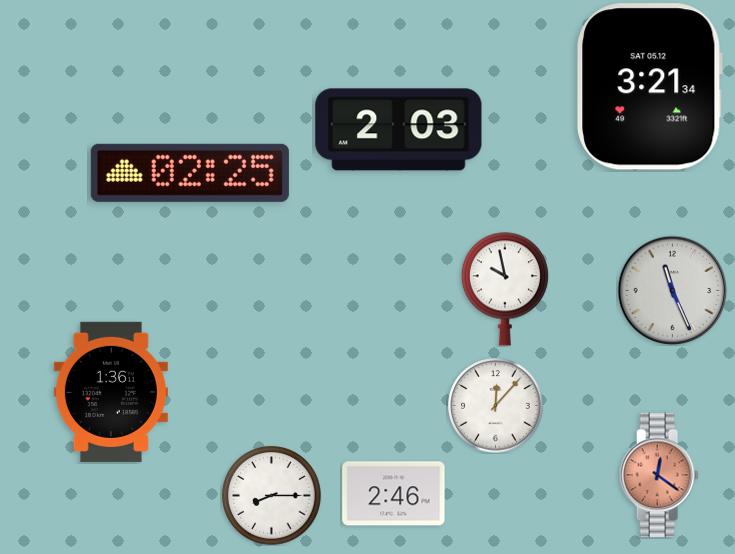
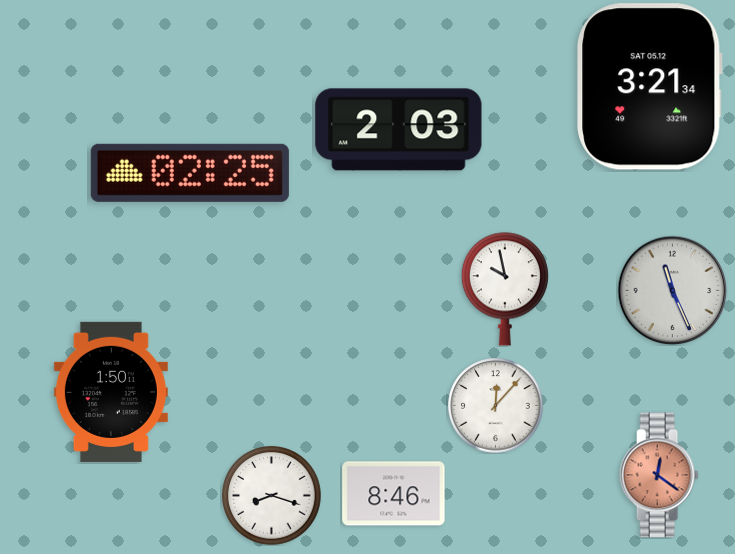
clock at (111, 392): 1:36 -> 1:50
clock at (394, 494): 2:46 -> 8:46
clock at (272, 496): 8:15 -> 8:18
